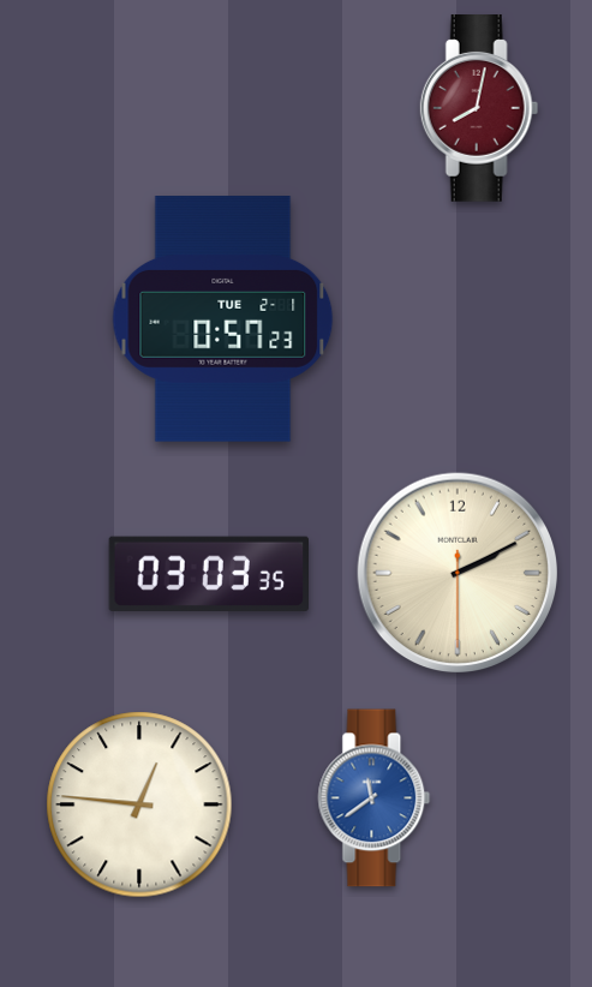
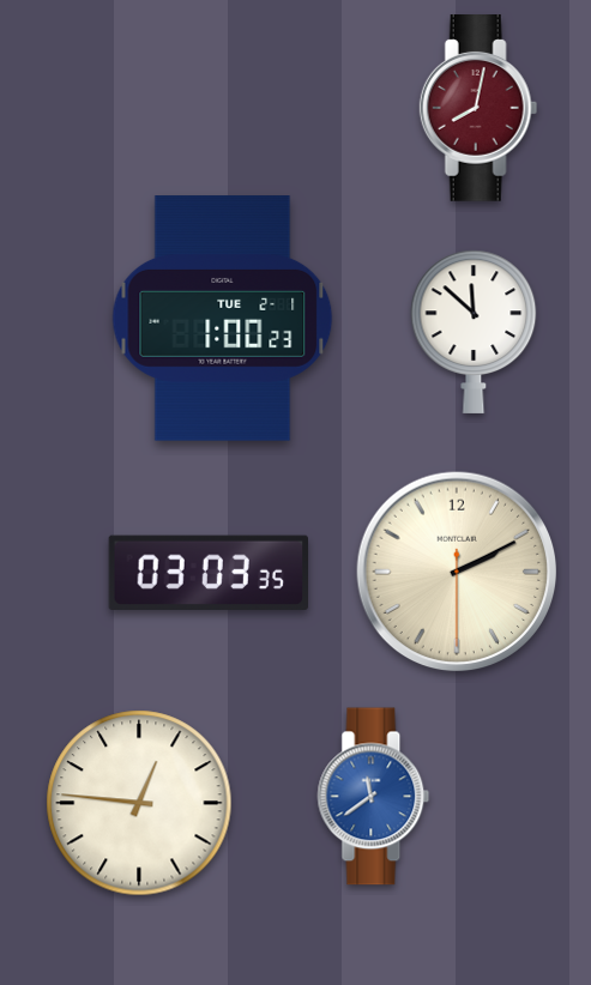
clock at (223, 319): 0:57 -> 1:00
clock at (474, 332): none -> 11:52
